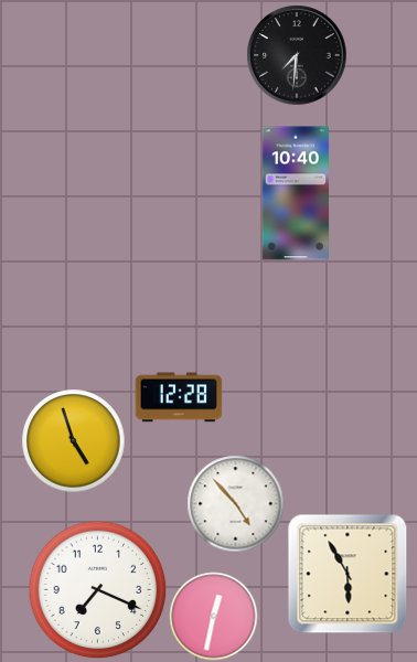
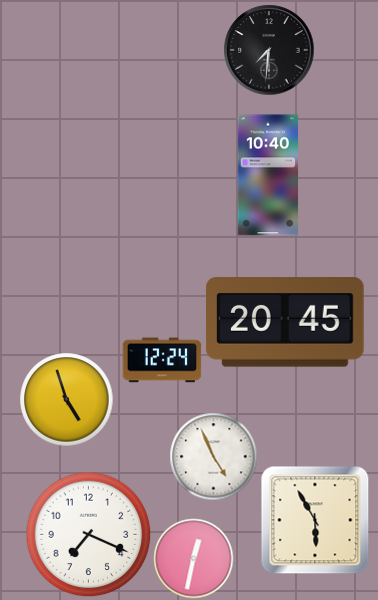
clock at (285, 322): none -> 20:45
clock at (179, 397): 12:28 -> 12:24
clock at (235, 503): 4:53 -> 4:56
